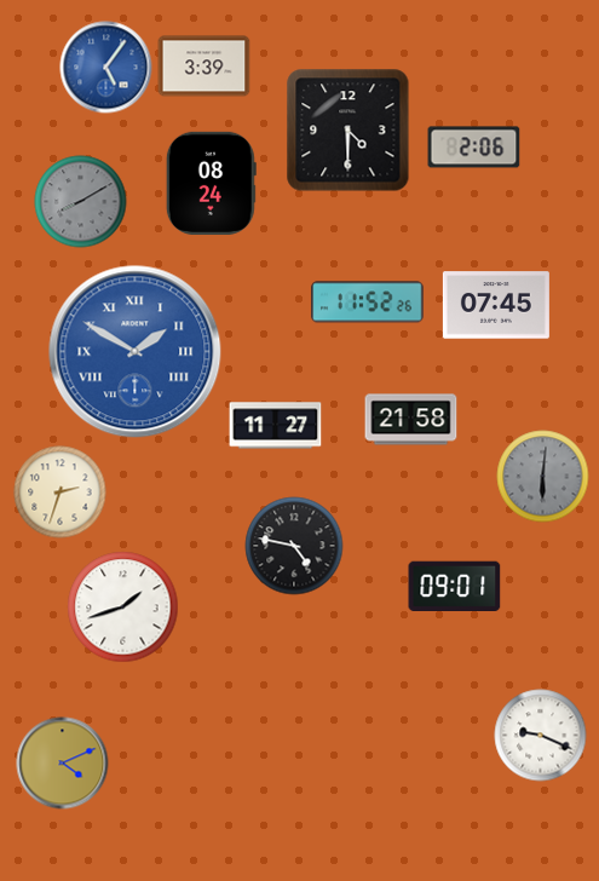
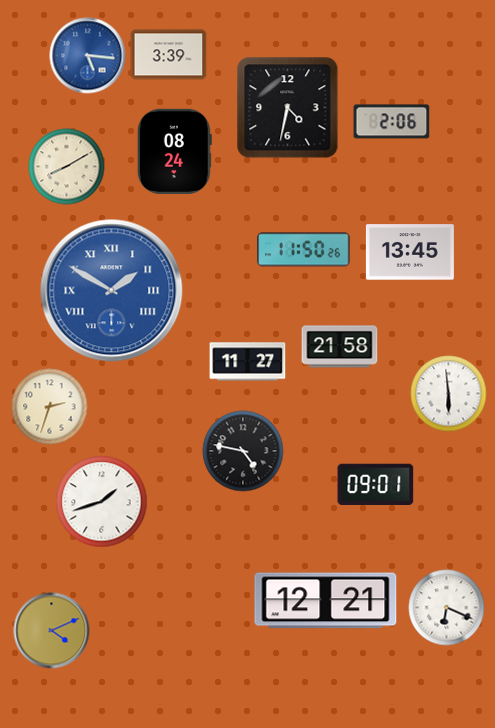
clock at (106, 68): 5:06 -> 5:16
clock at (349, 131): 4:30 -> 4:32
clock at (81, 202) dial: grey -> cream
clock at (368, 303): 11:52 -> 11:50
clock at (496, 305): 07:45 -> 13:45
clock at (276, 426) position: (276, 426) -> (248, 362)
clock at (543, 477): 6:01 -> 5:59
clock at (543, 477) dial: grey -> white
clock at (326, 601): none -> 12:21
clock at (541, 736): 9:19 -> 6:19
